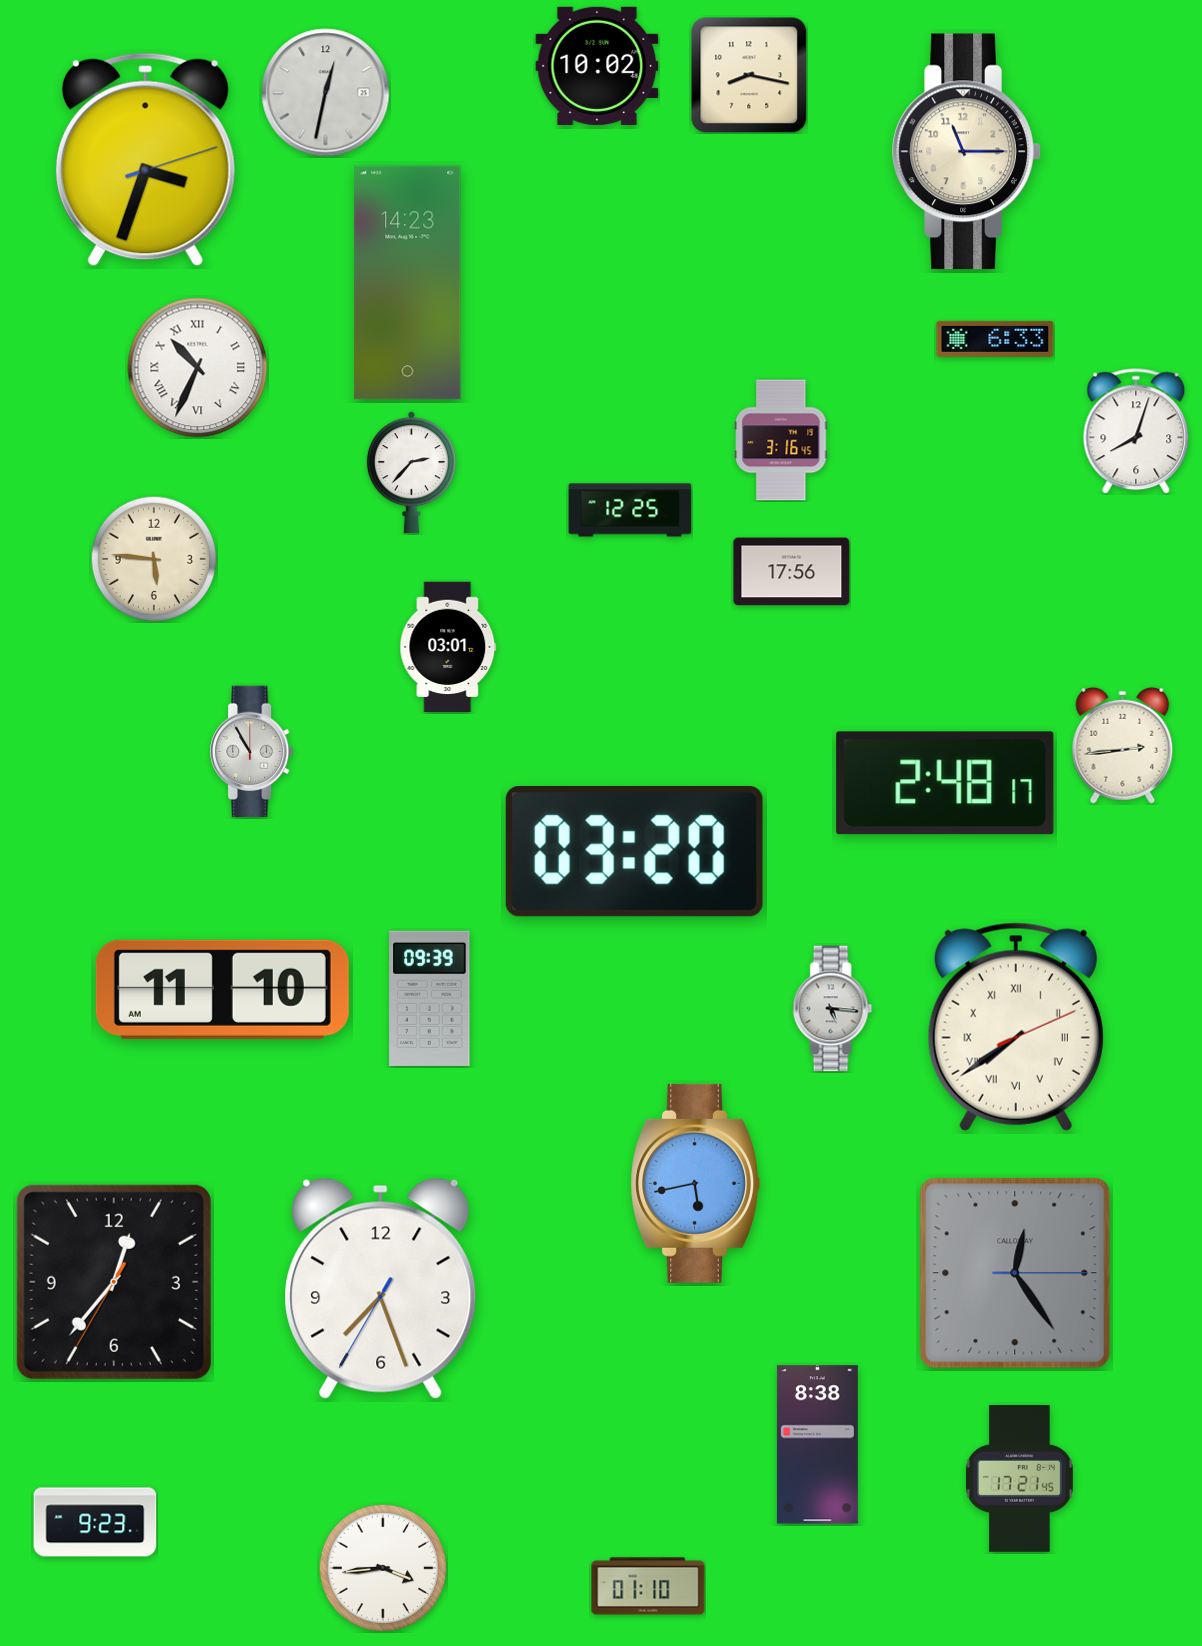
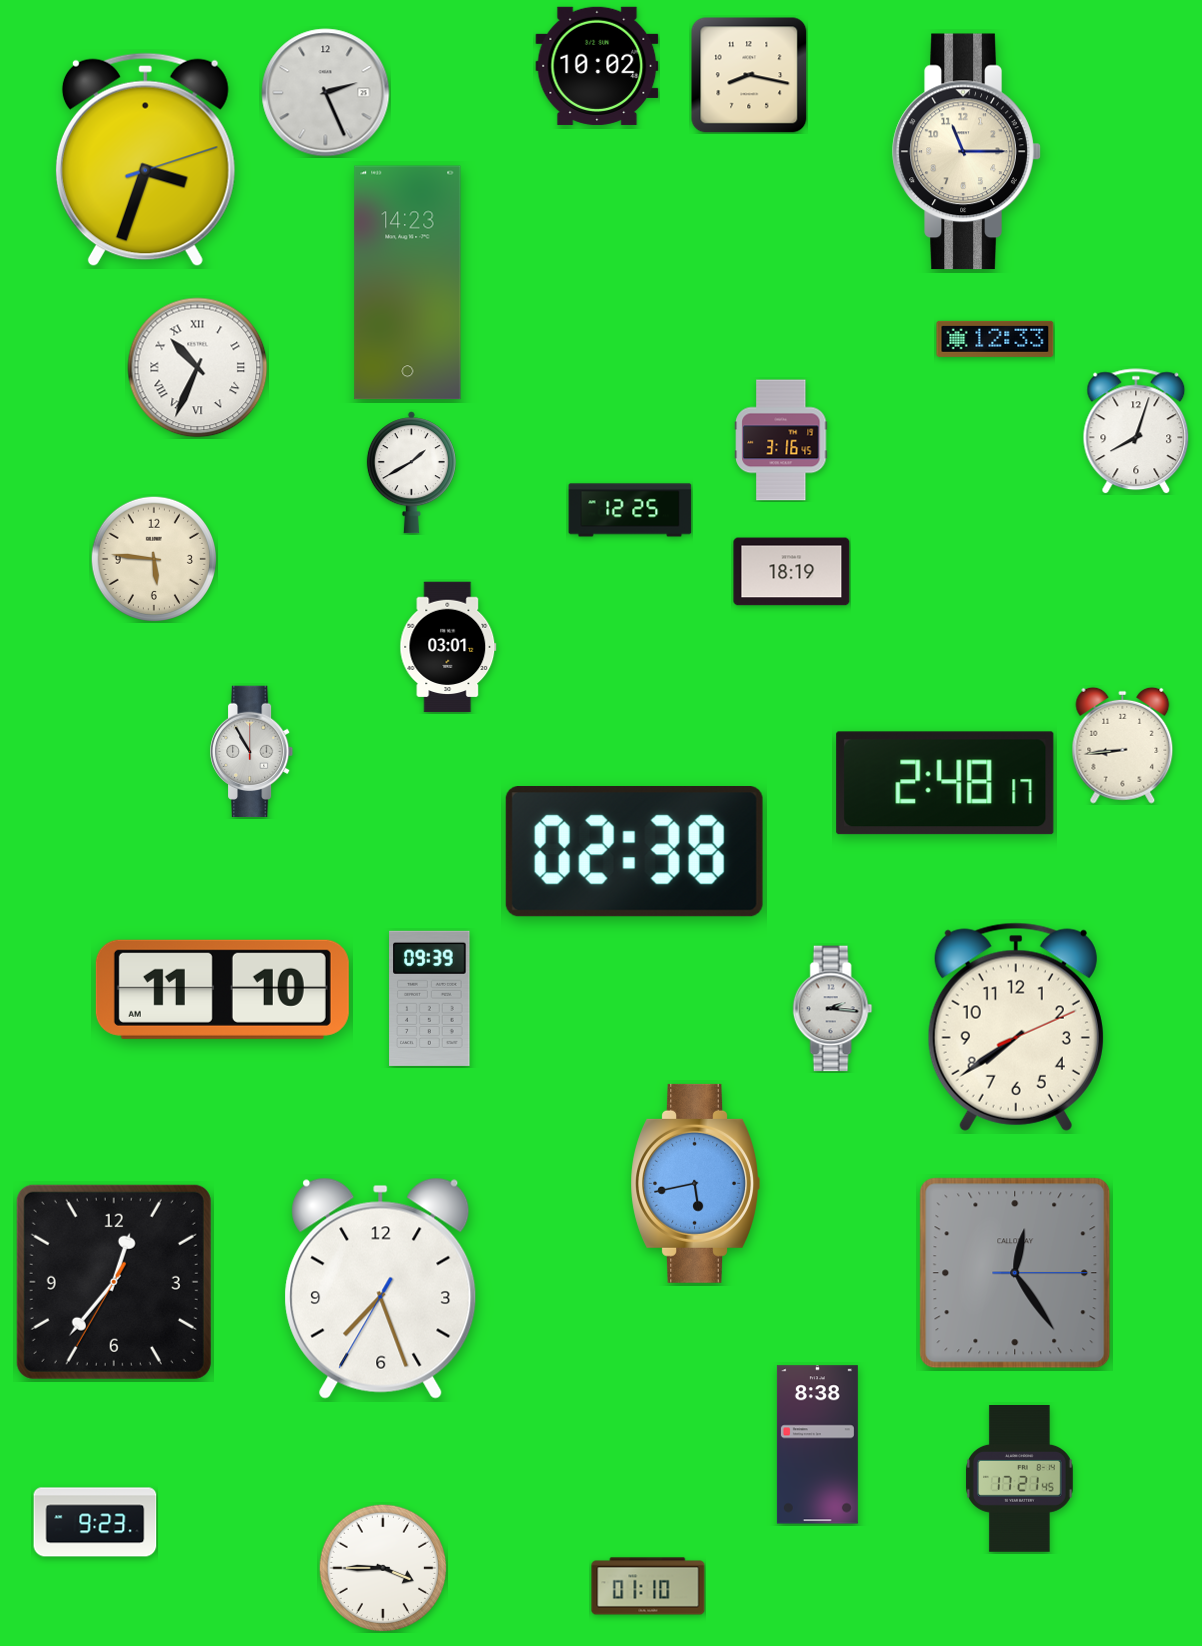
clock at (326, 93): 12:32 -> 2:26
clock at (995, 339): 6:33 -> 12:33
clock at (411, 473): 2:37 -> 1:40
clock at (792, 572): 17:56 -> 18:19
clock at (1123, 745): 2:44 -> 8:44
clock at (634, 851): 03:20 -> 02:38
clock at (833, 1009): 5:16 -> 2:16
clock at (1016, 1027) numerals: Roman -> Arabic
clock at (383, 1568): 3:44 -> 3:45
